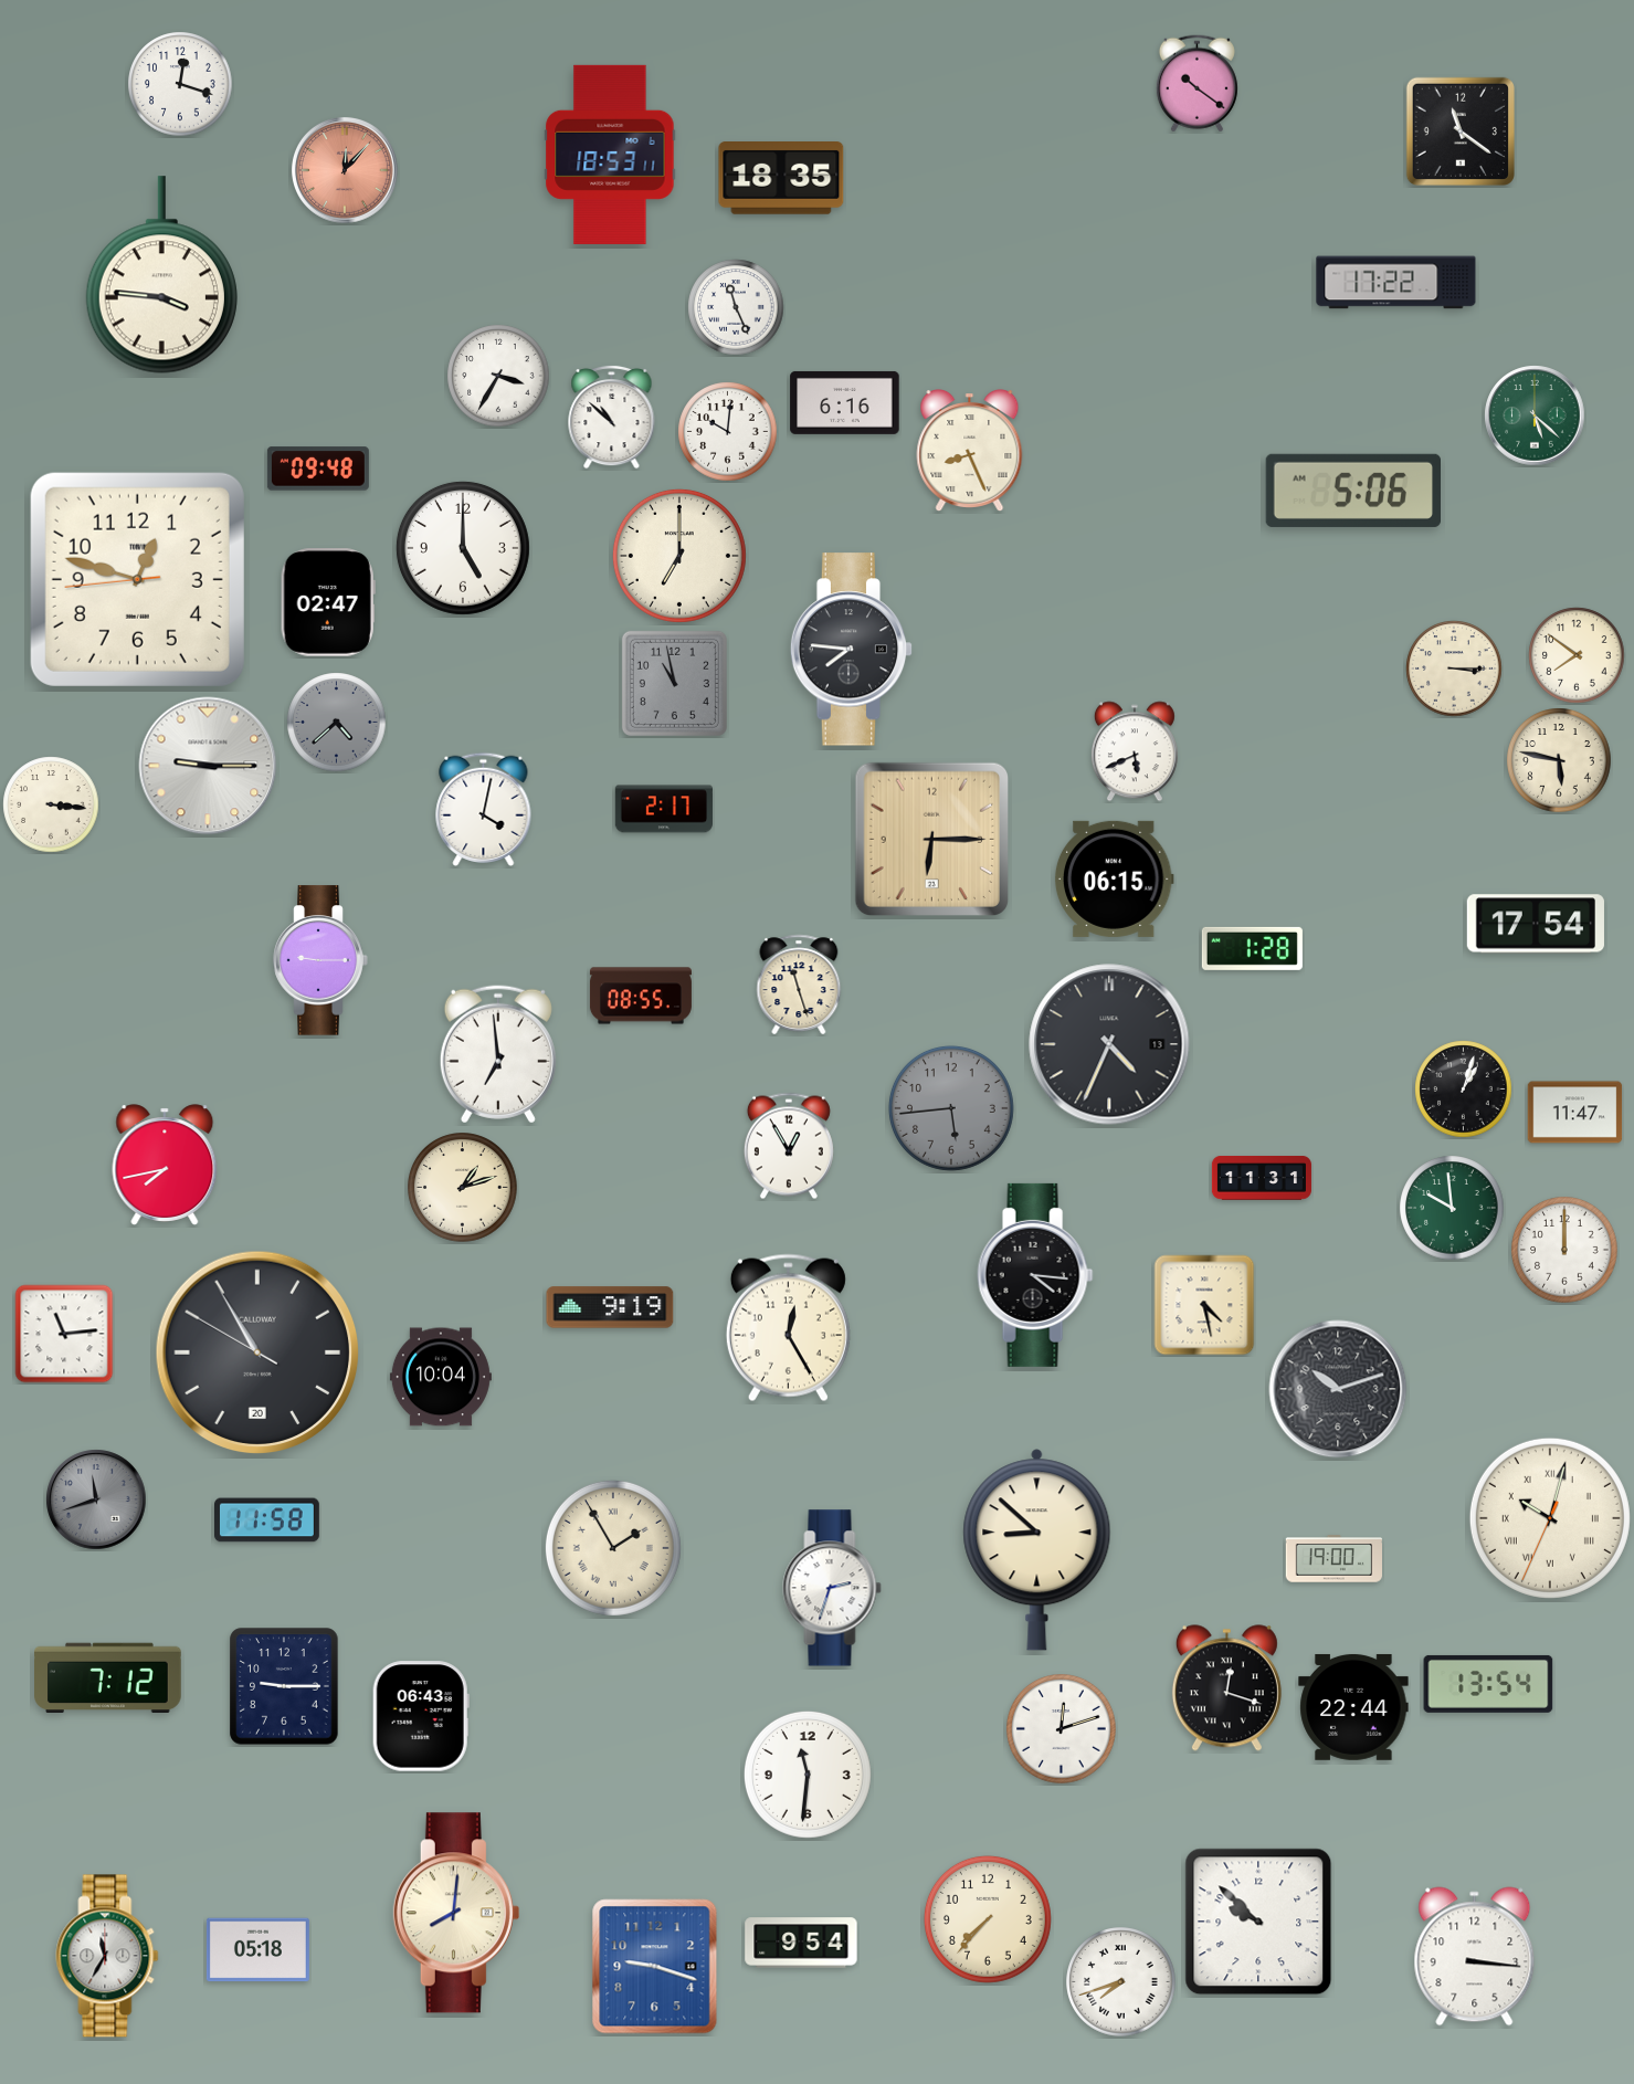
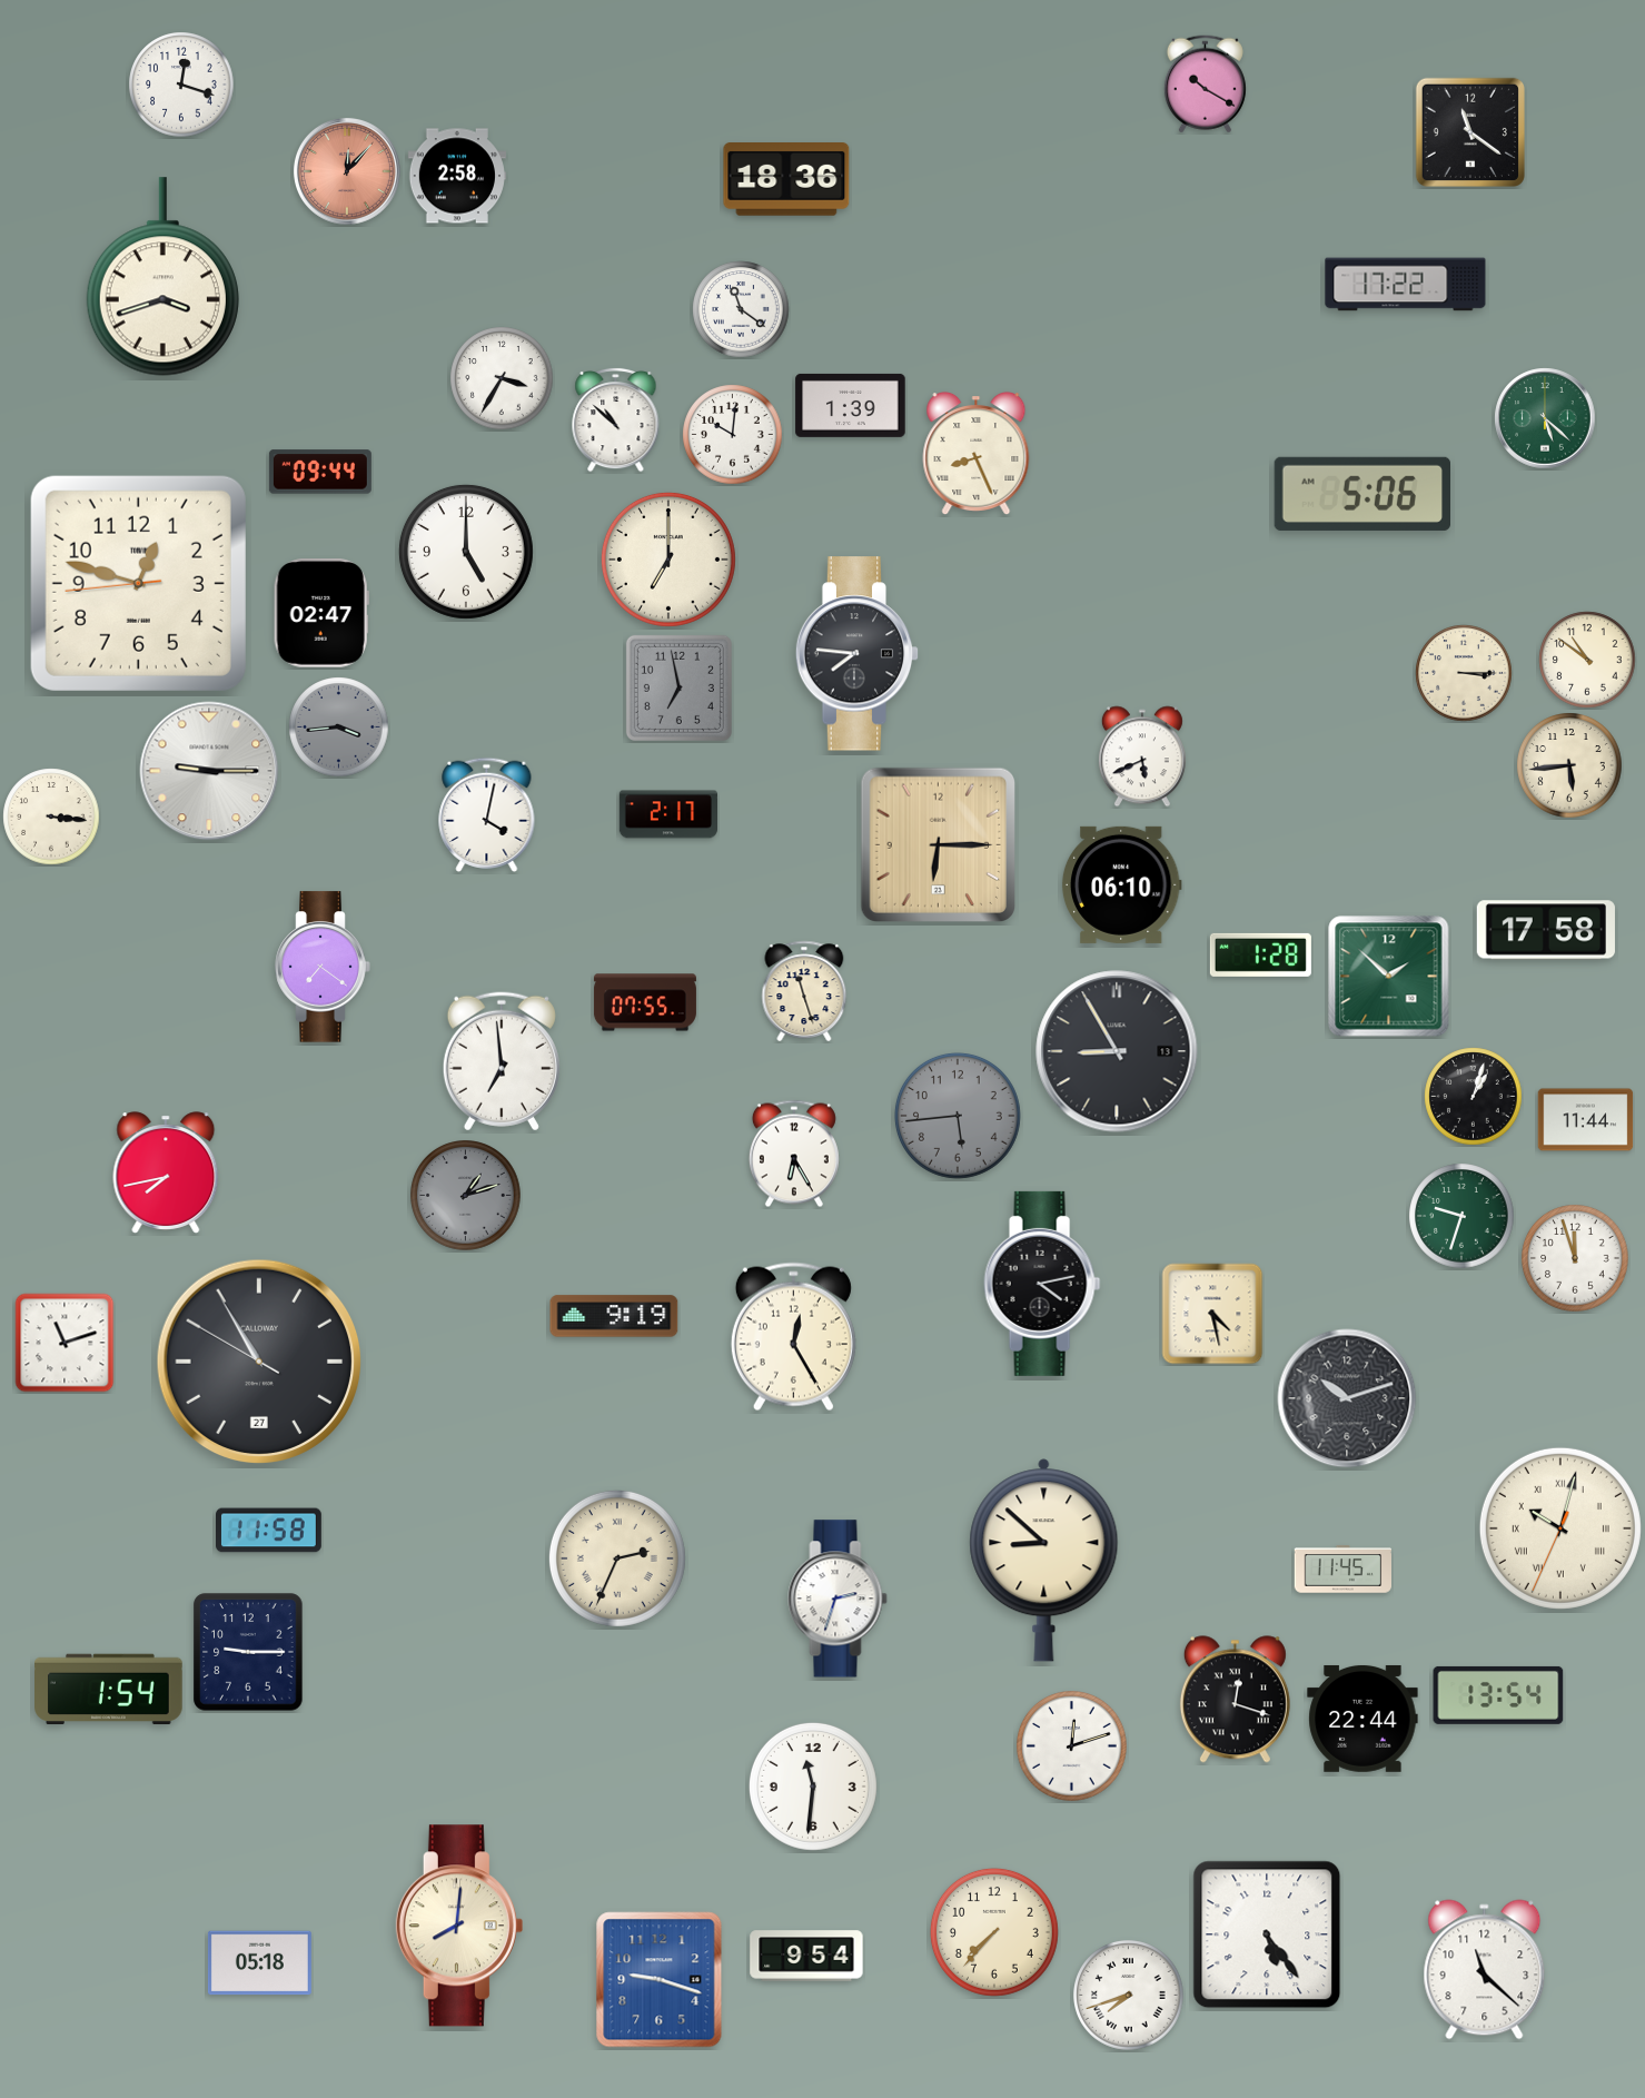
clock at (1196, 84): 10:21 -> 10:20
clock at (610, 155): 18:53 -> none
clock at (456, 176): none -> 2:58
clock at (781, 179): 18:35 -> 18:36
clock at (161, 275): 3:46 -> 3:42
clock at (736, 307): 11:26 -> 11:21
clock at (845, 402): 6:16 -> 1:39
clock at (318, 469): 09:48 -> 09:44
clock at (679, 556) position: (679, 556) -> (668, 560)
clock at (328, 602) position: (328, 602) -> (321, 613)
clock at (1577, 655): 7:51 -> 10:51
clock at (674, 683): 10:58 -> 6:58
clock at (337, 723): 4:38 -> 3:44
clock at (1559, 760): 5:47 -> 5:44
clock at (51, 804) position: (51, 804) -> (51, 817)
clock at (1114, 878): 06:15 -> 06:10
clock at (1536, 924): 17:54 -> 17:58
clock at (320, 960): 9:15 -> 7:21
clock at (1389, 977): none -> 1:52
clock at (641, 996): 08:55 -> 07:55
clock at (1109, 1044): 4:34 -> 8:55
clock at (1575, 1113): 11:47 -> 11:44
clock at (789, 1146): 12:55 -> 6:25
clock at (1262, 1179): 11:31 -> none
clock at (463, 1188) dial: cream -> grey
clock at (1452, 1208): 9:59 -> 9:33
clock at (1564, 1250): 12:00 -> 11:57
clock at (1035, 1275): 4:16 -> 4:13
clock at (64, 1334): 11:14 -> 11:12
clock at (257, 1353) date: 20 -> 27
clock at (441, 1377): 10:04 -> none
clock at (96, 1499): 11:42 -> none
clock at (613, 1548): 1:55 -> 2:34
clock at (1333, 1559): 19:00 -> 11:45
clock at (108, 1677): 7:12 -> 1:54
clock at (284, 1686) position: (284, 1686) -> (248, 1652)
clock at (421, 1716): 06:43 -> none
clock at (1062, 1729) position: (1062, 1729) -> (1072, 1746)
clock at (1258, 1922): 9:52 -> 5:24
clock at (107, 1956): 11:35 -> none
clock at (1475, 1957): 3:16 -> 11:22
